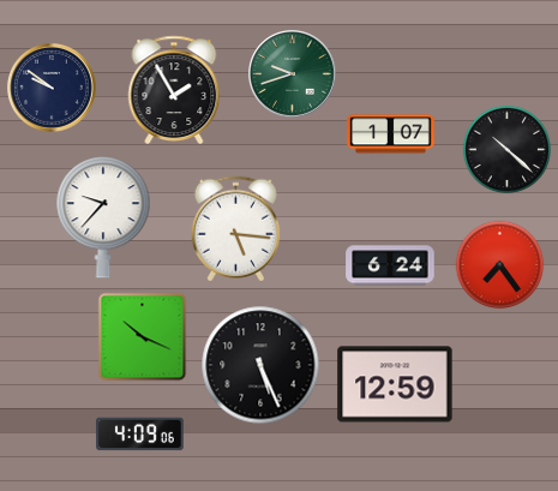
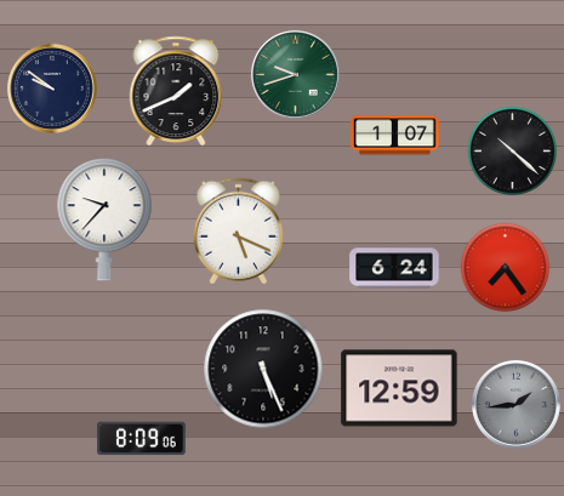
clock at (174, 89): 1:55 -> 1:41
clock at (235, 229): 5:16 -> 5:19
clock at (143, 337): 10:19 -> none
clock at (515, 404): none -> 1:44
clock at (140, 435): 4:09 -> 8:09
